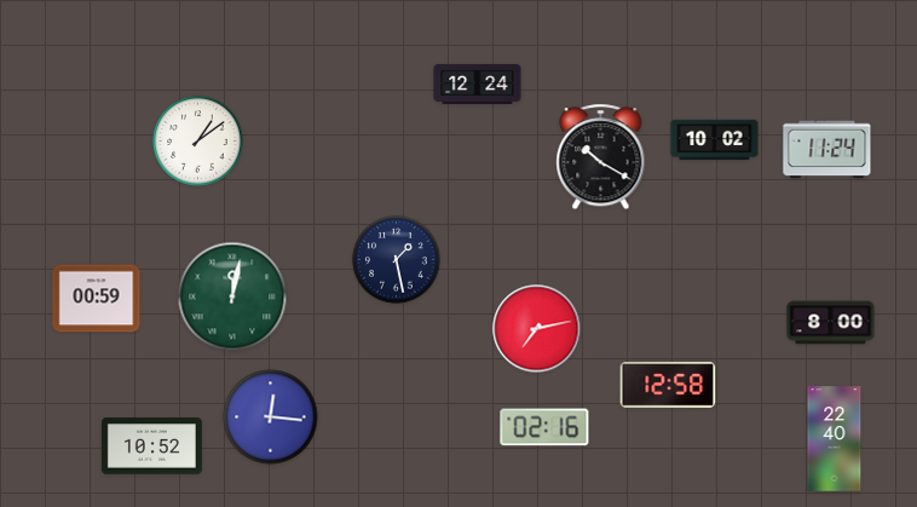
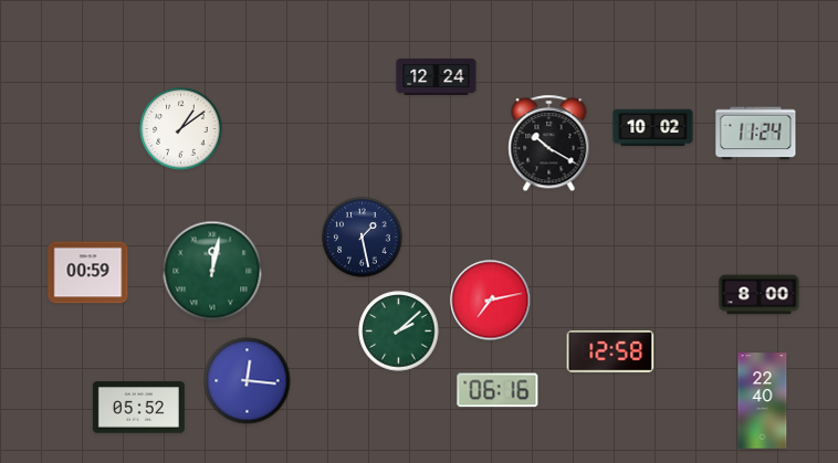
clock at (827, 150) position: (827, 150) -> (756, 134)
clock at (399, 332): none -> 2:08
clock at (544, 427): 02:16 -> 06:16
clock at (151, 446): 10:52 -> 05:52
